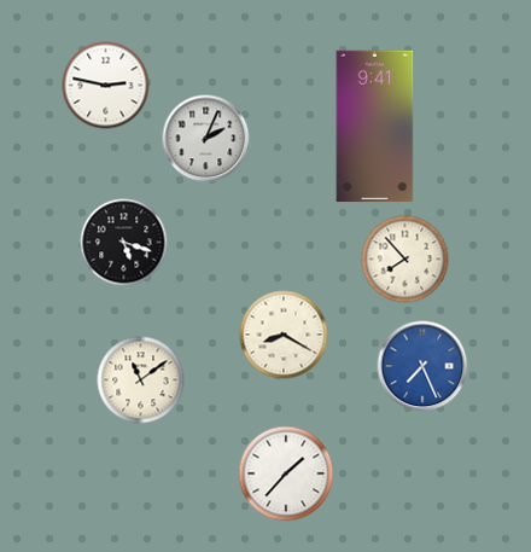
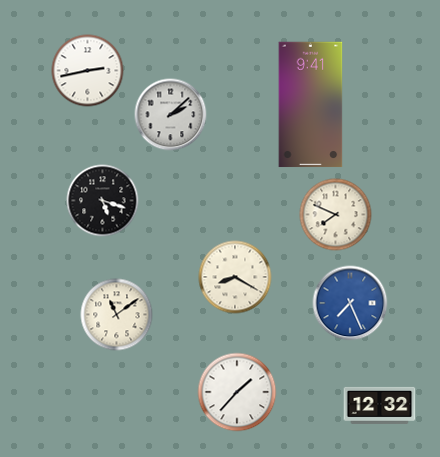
clock at (106, 86): 2:47 -> 2:43
clock at (206, 139): 2:04 -> 2:08
clock at (405, 260): 7:53 -> 7:49
clock at (380, 405): none -> 12:32
